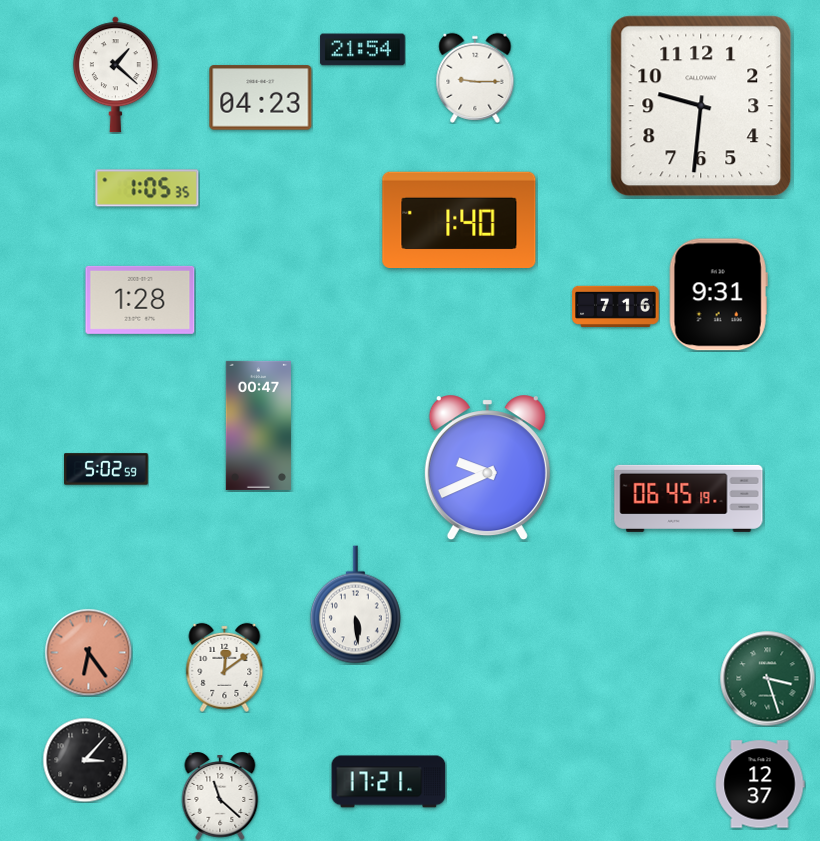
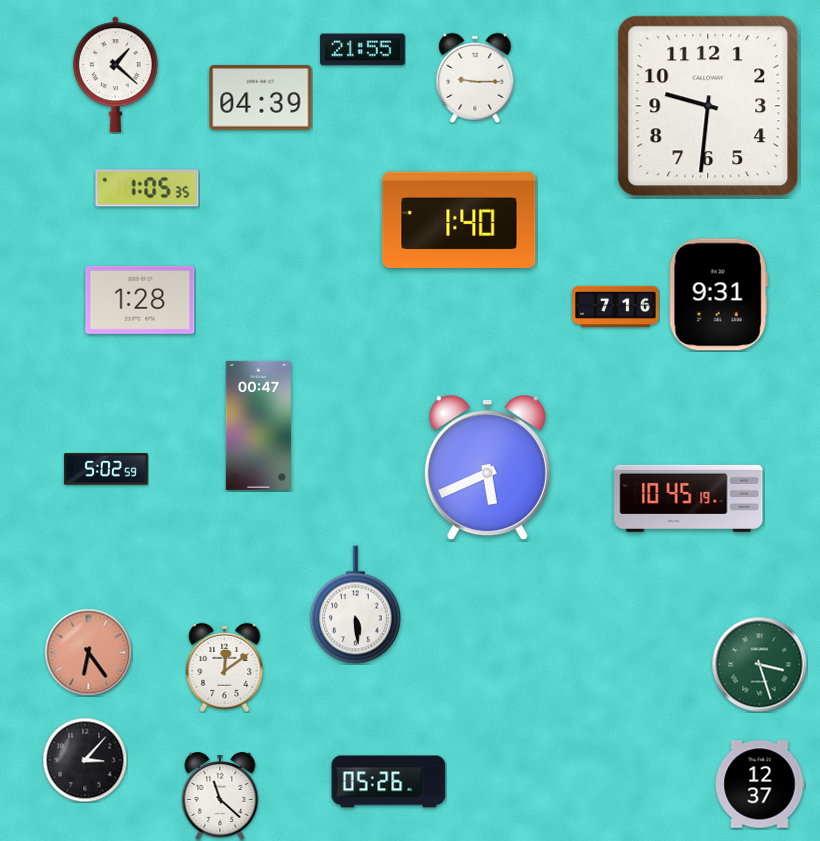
clock at (363, 50): 21:54 -> 21:55
clock at (261, 98): 04:23 -> 04:39
clock at (701, 106) position: (701, 106) -> (708, 106)
clock at (487, 468): 9:41 -> 5:41
clock at (689, 498): 06:45 -> 10:45
clock at (767, 678) position: (767, 678) -> (759, 664)
clock at (389, 782): 17:21 -> 05:26
